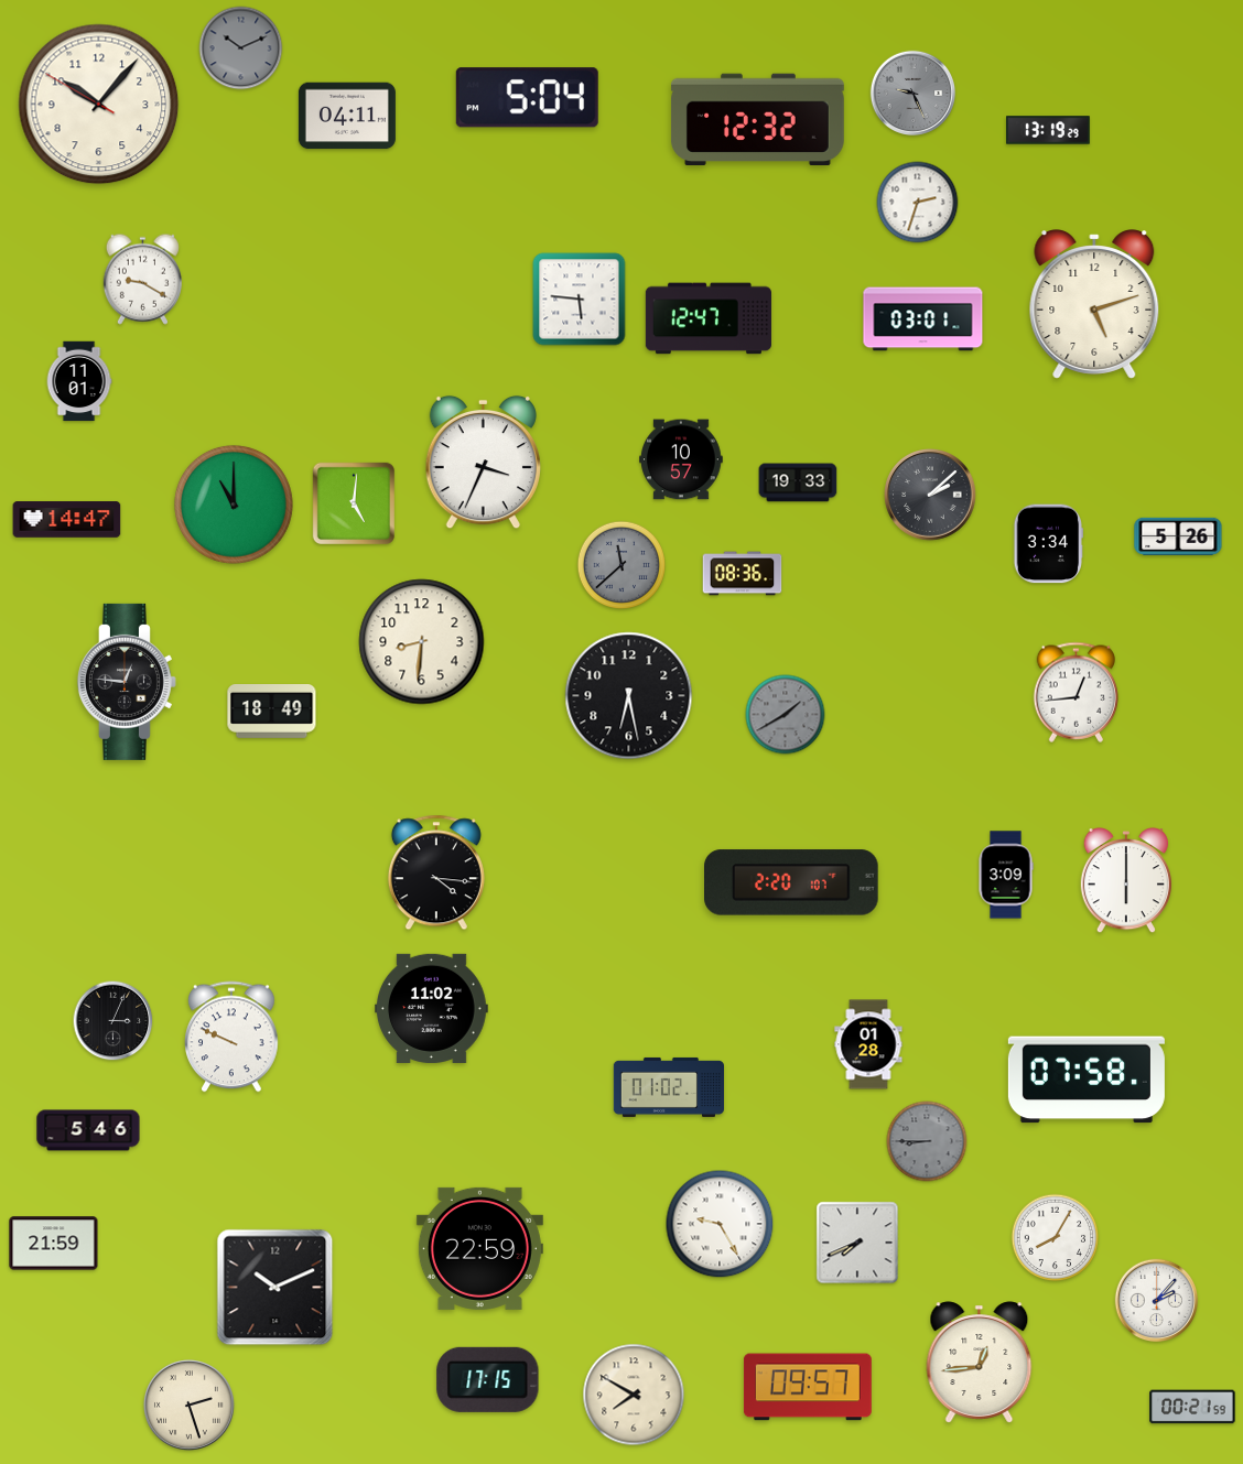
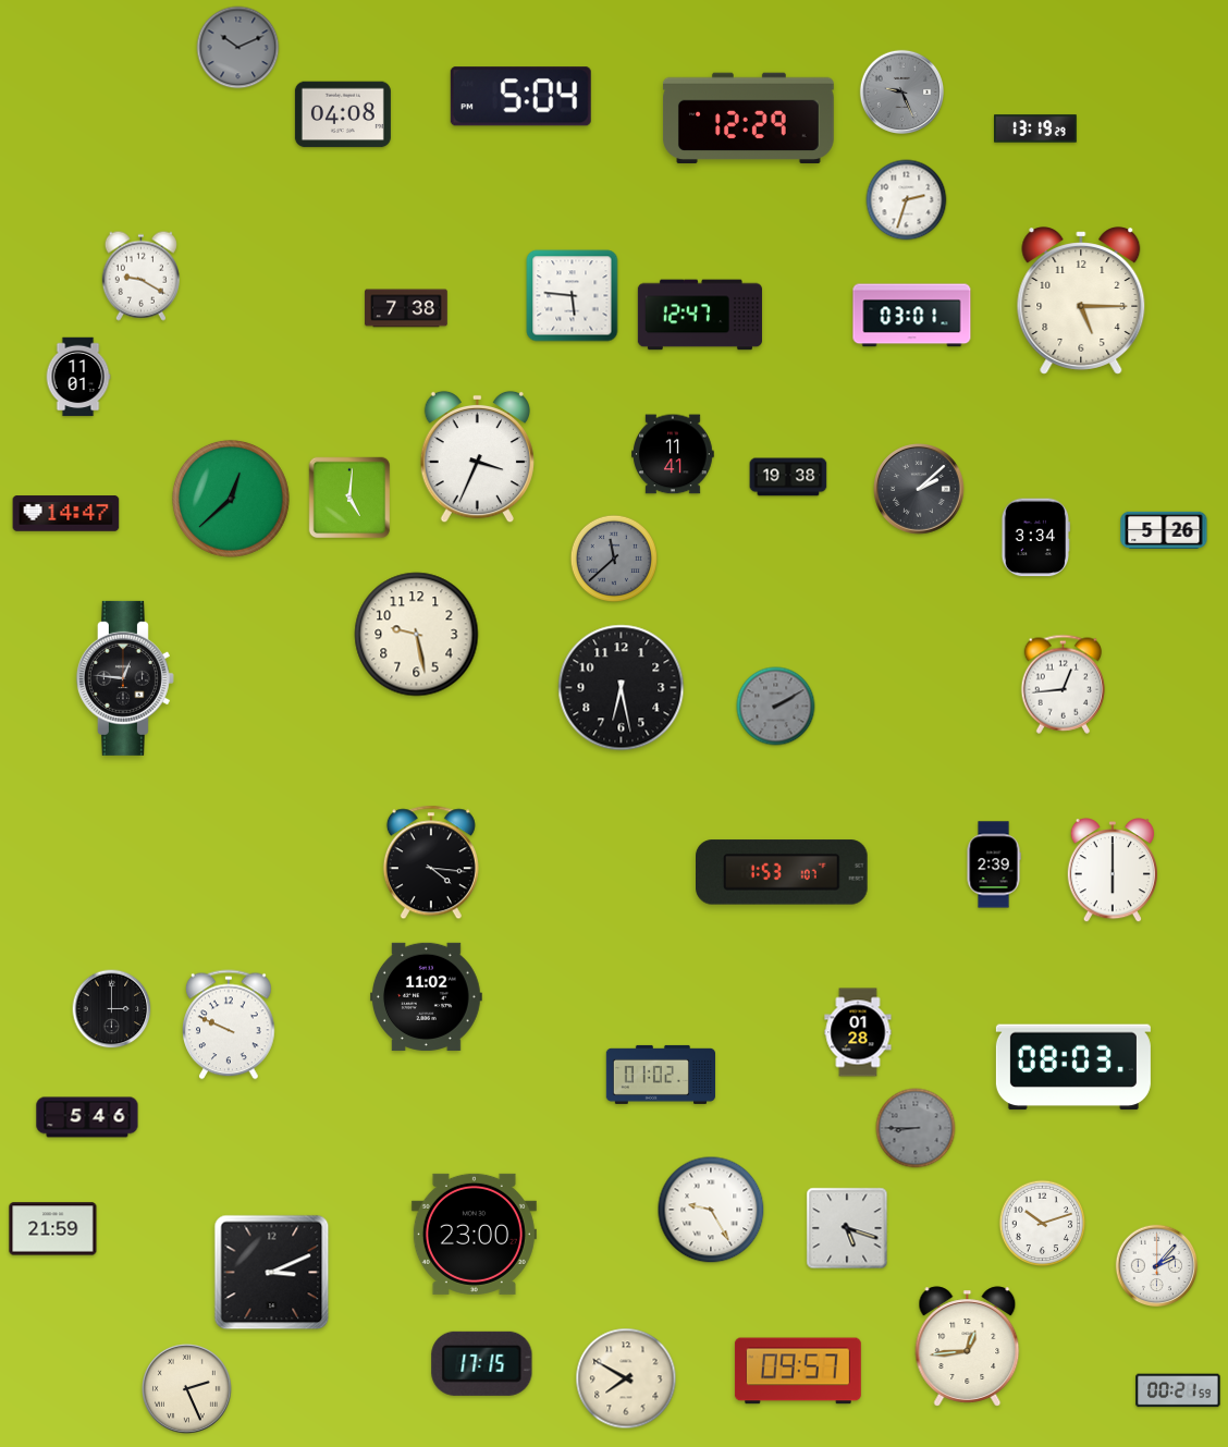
clock at (99, 105): 10:06 -> none
clock at (347, 116): 04:11 -> 04:08
clock at (757, 120): 12:32 -> 12:29
clock at (1094, 304): 5:12 -> 5:15
clock at (406, 308): none -> 7:38
clock at (682, 459): 10:57 -> 11:41
clock at (798, 482): 19:33 -> 19:38
clock at (234, 505): 11:00 -> 12:38
clock at (743, 574): 08:36 -> none
clock at (422, 642): 8:31 -> 9:28
clock at (127, 682) position: (127, 682) -> (125, 678)
clock at (272, 712): 18:49 -> none
clock at (786, 715): 1:40 -> 2:10
clock at (1006, 875): 3:09 -> 2:39
clock at (792, 882): 2:20 -> 1:53
clock at (114, 1021): 3:04 -> 3:00
clock at (1087, 1080): 07:58 -> 08:03
clock at (1056, 1238): 8:05 -> 10:12
clock at (857, 1243): 7:41 -> 5:18
clock at (479, 1248): 22:59 -> 23:00
clock at (275, 1288): 10:11 -> 3:11
clock at (1157, 1301) position: (1157, 1301) -> (1157, 1266)
clock at (190, 1406): 2:27 -> 2:26
